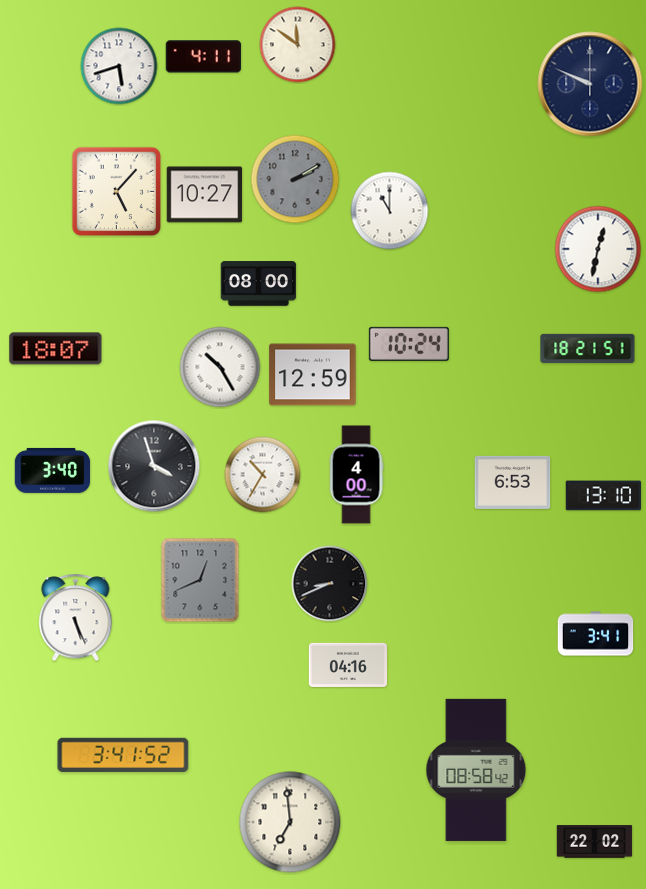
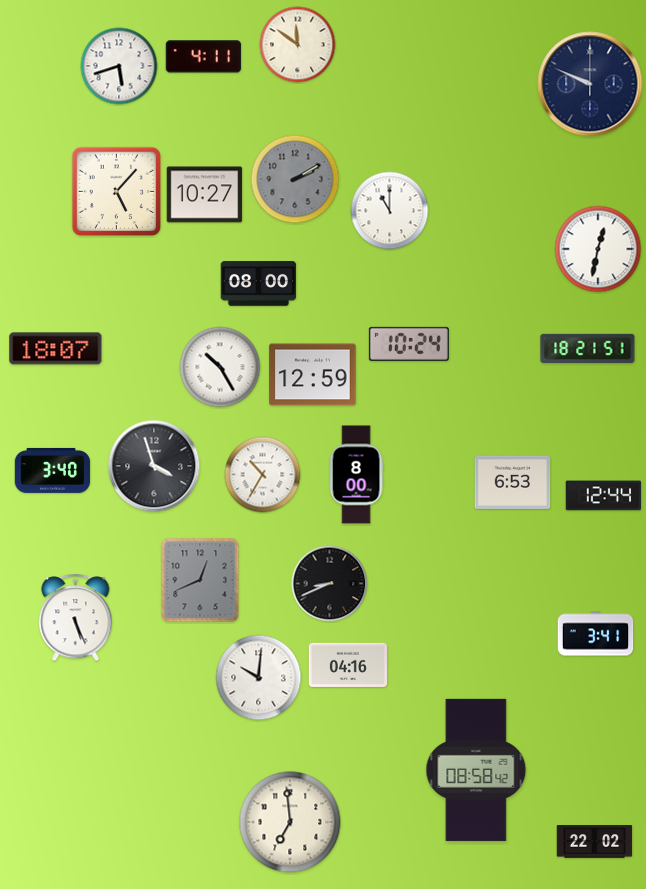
clock at (356, 475): 4:00 -> 8:00
clock at (604, 496): 13:10 -> 12:44
clock at (259, 678): none -> 10:01
clock at (123, 754): 3:41 -> none
